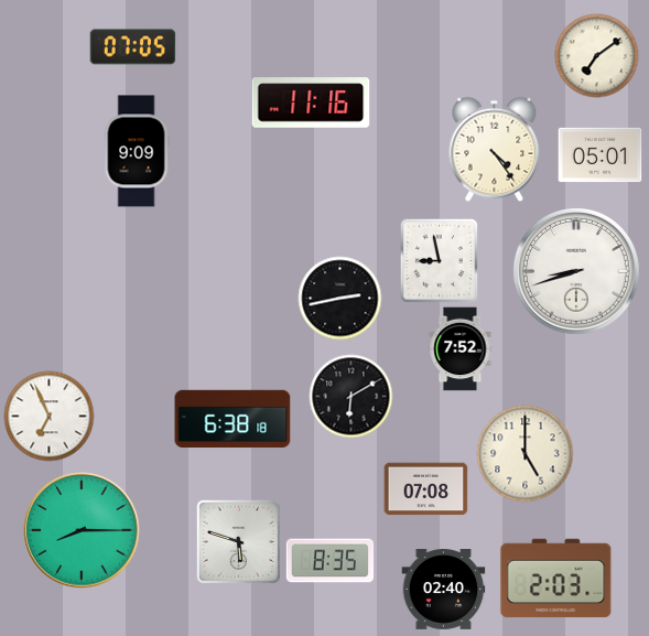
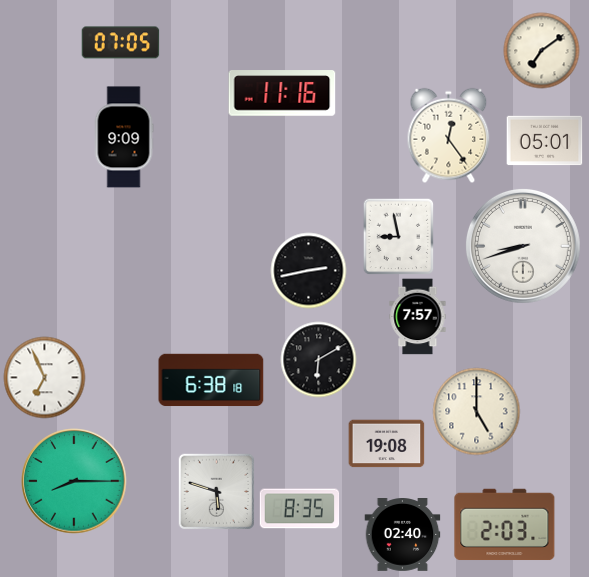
clock at (495, 150): 4:24 -> 12:24
clock at (461, 349): 7:52 -> 7:57
clock at (426, 489): 07:08 -> 19:08
